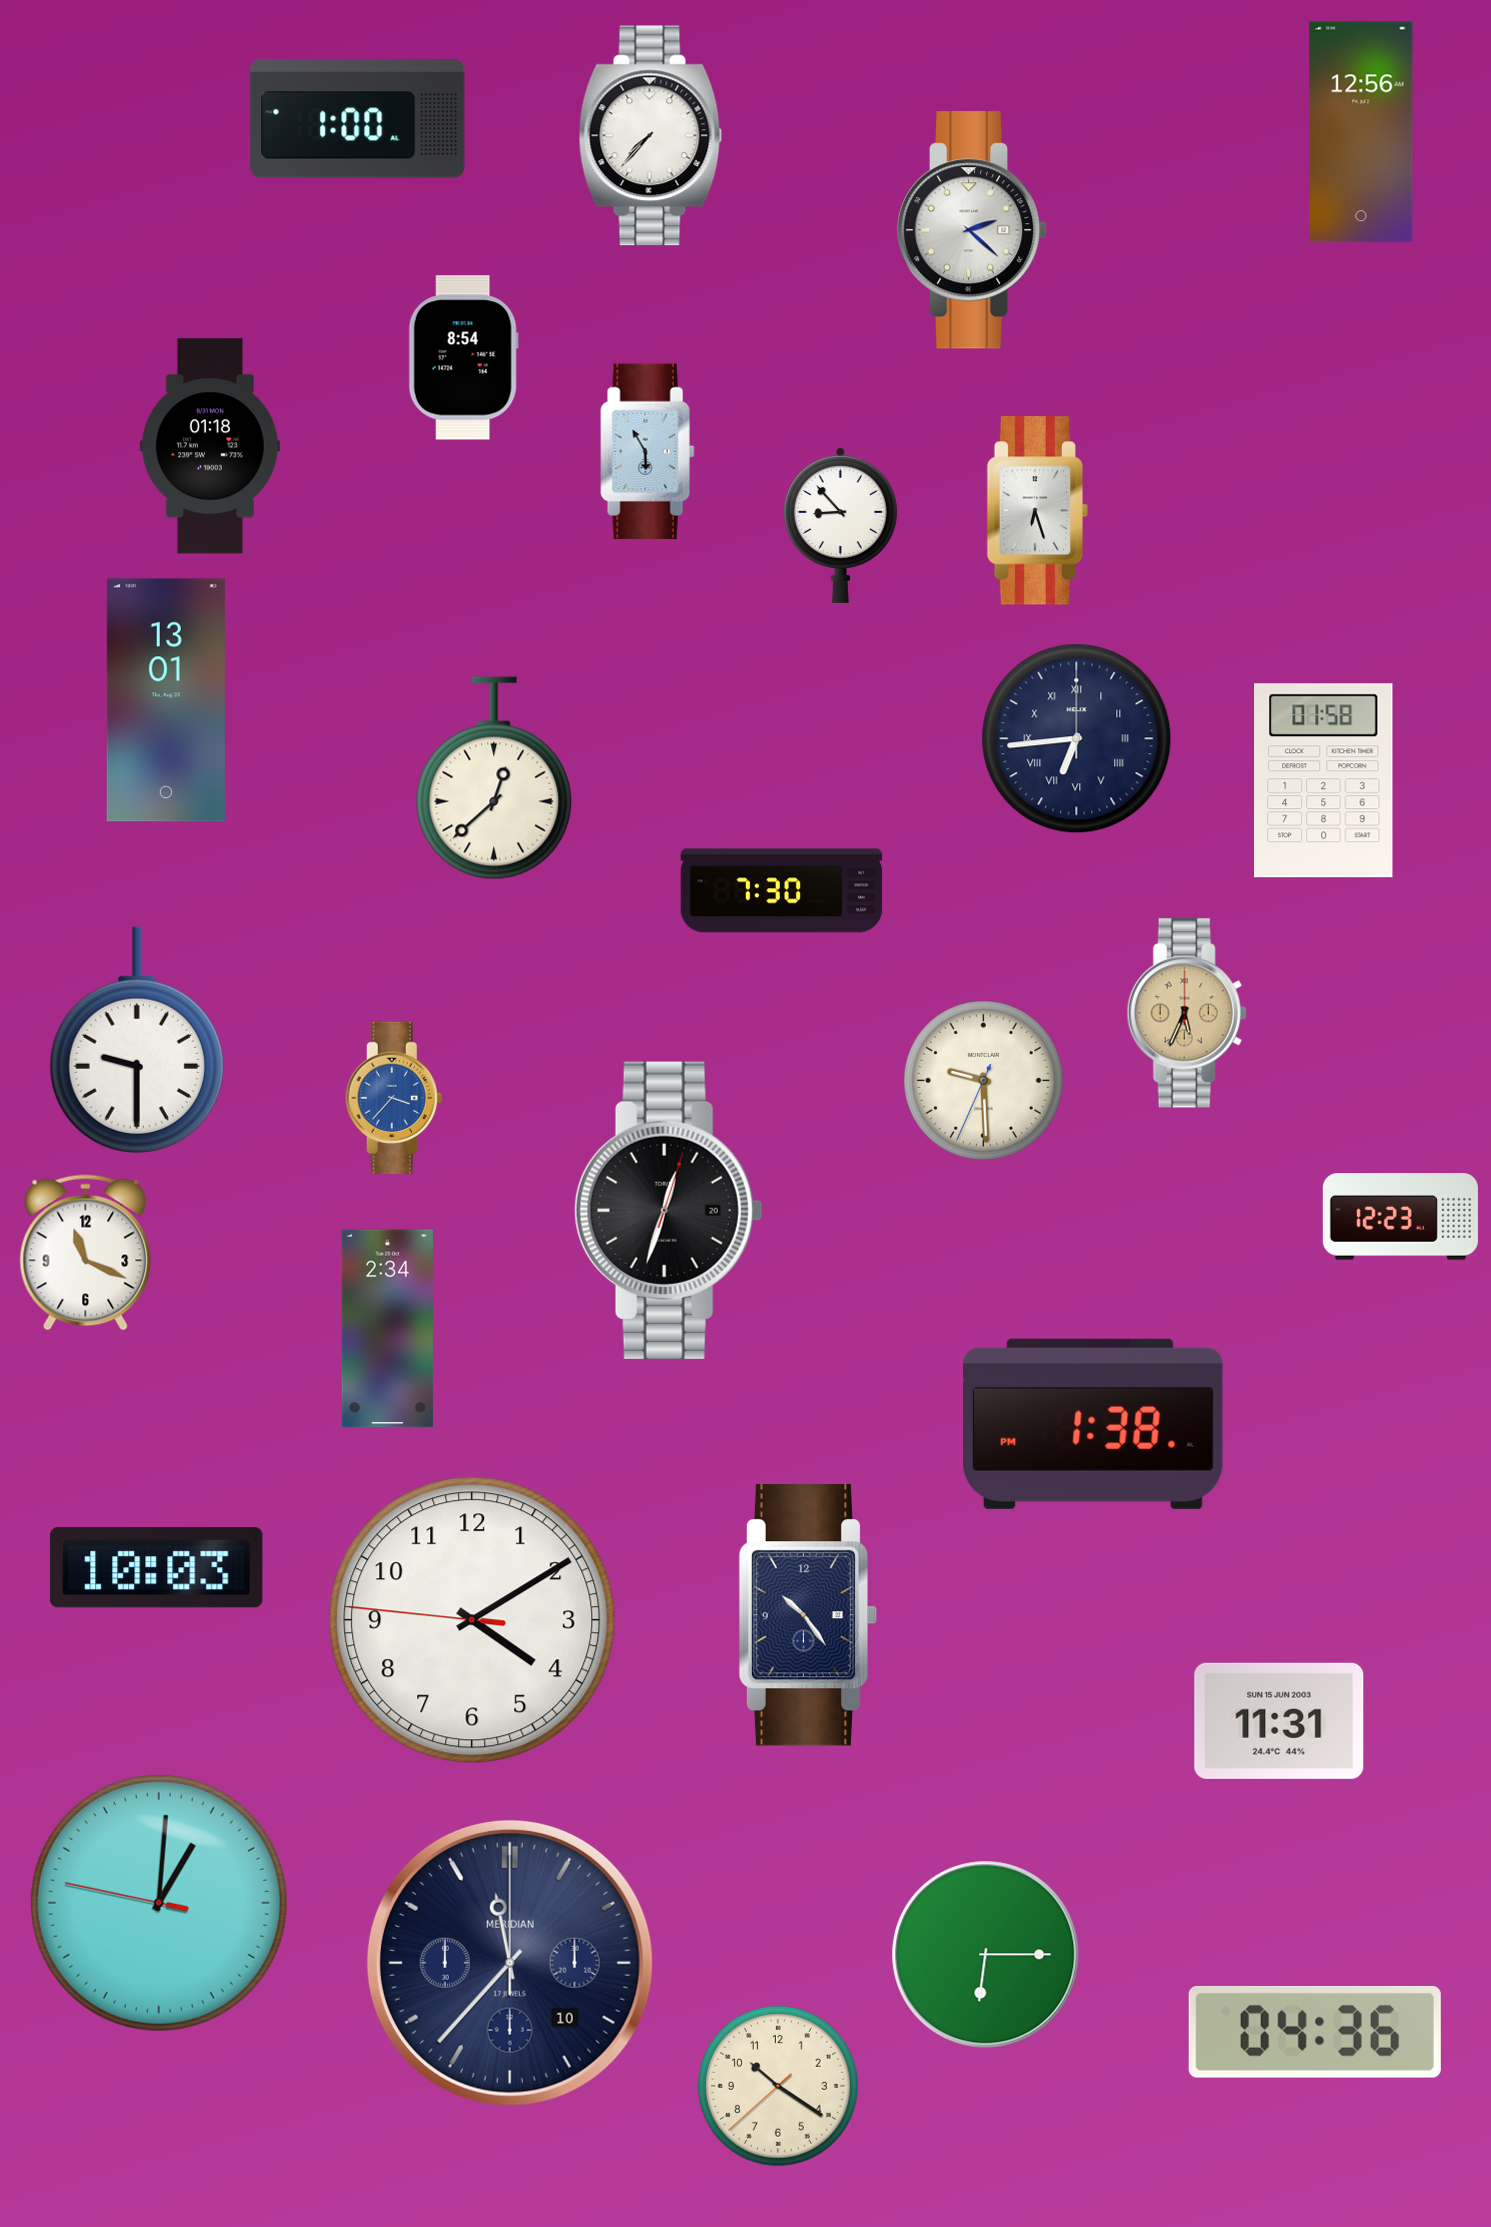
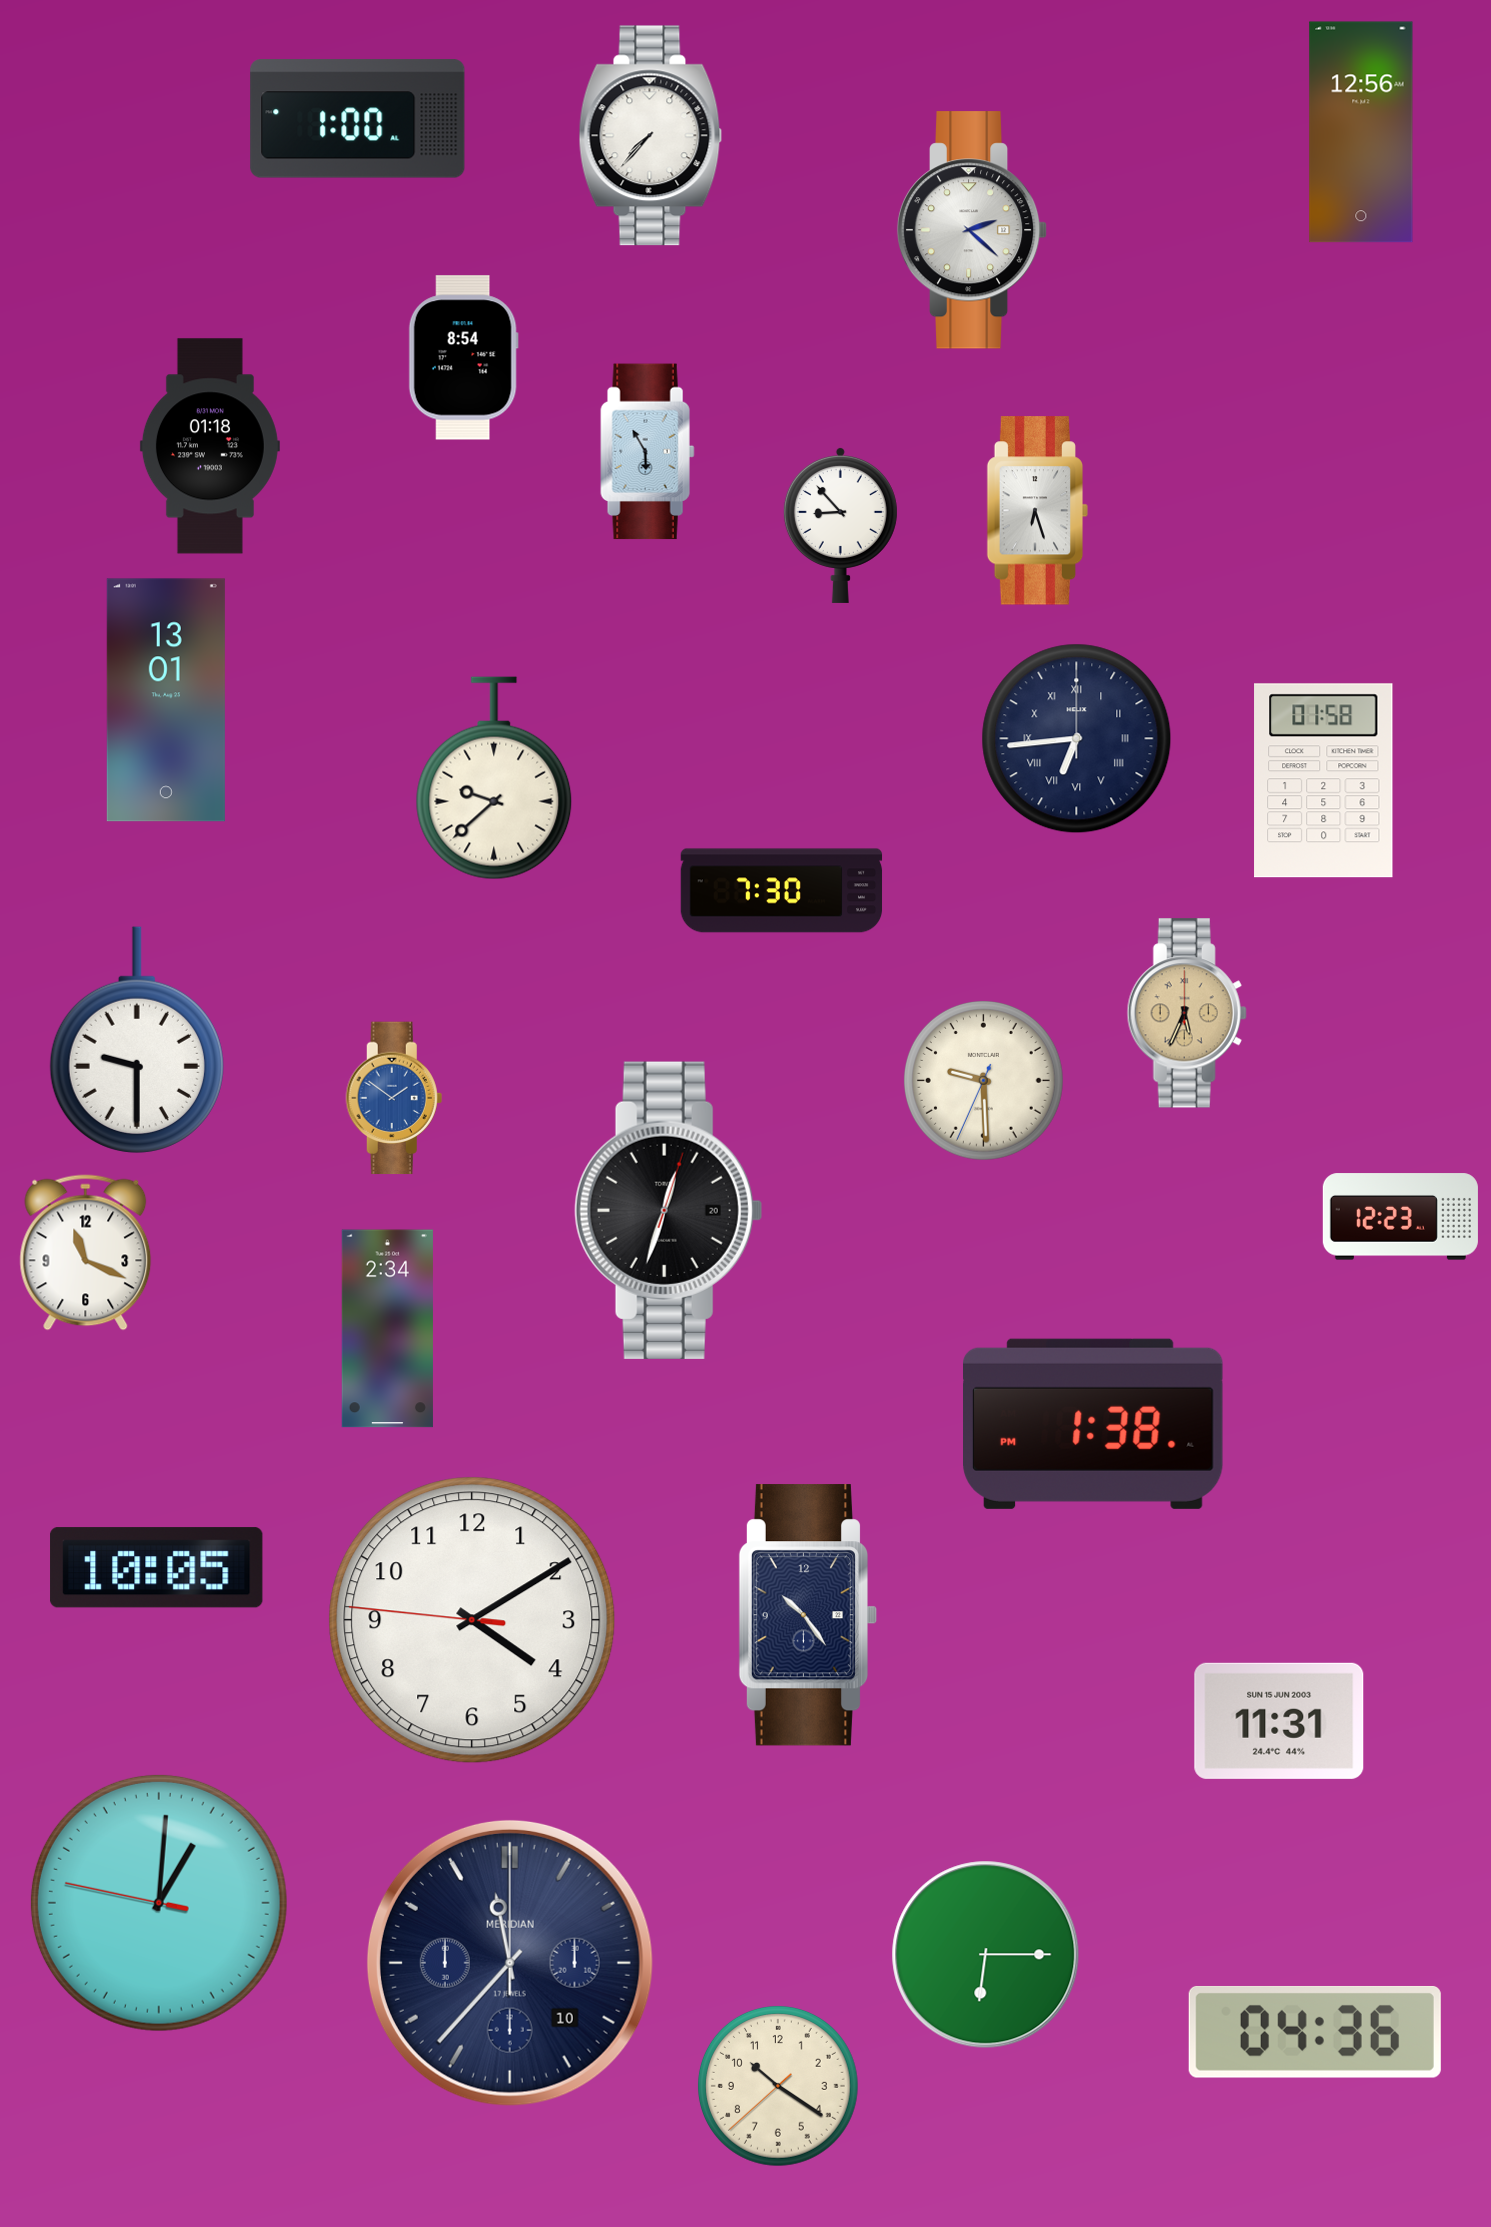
clock at (494, 778): 12:38 -> 9:38
clock at (394, 1098): 3:37 -> 1:51
clock at (157, 1568): 10:03 -> 10:05
